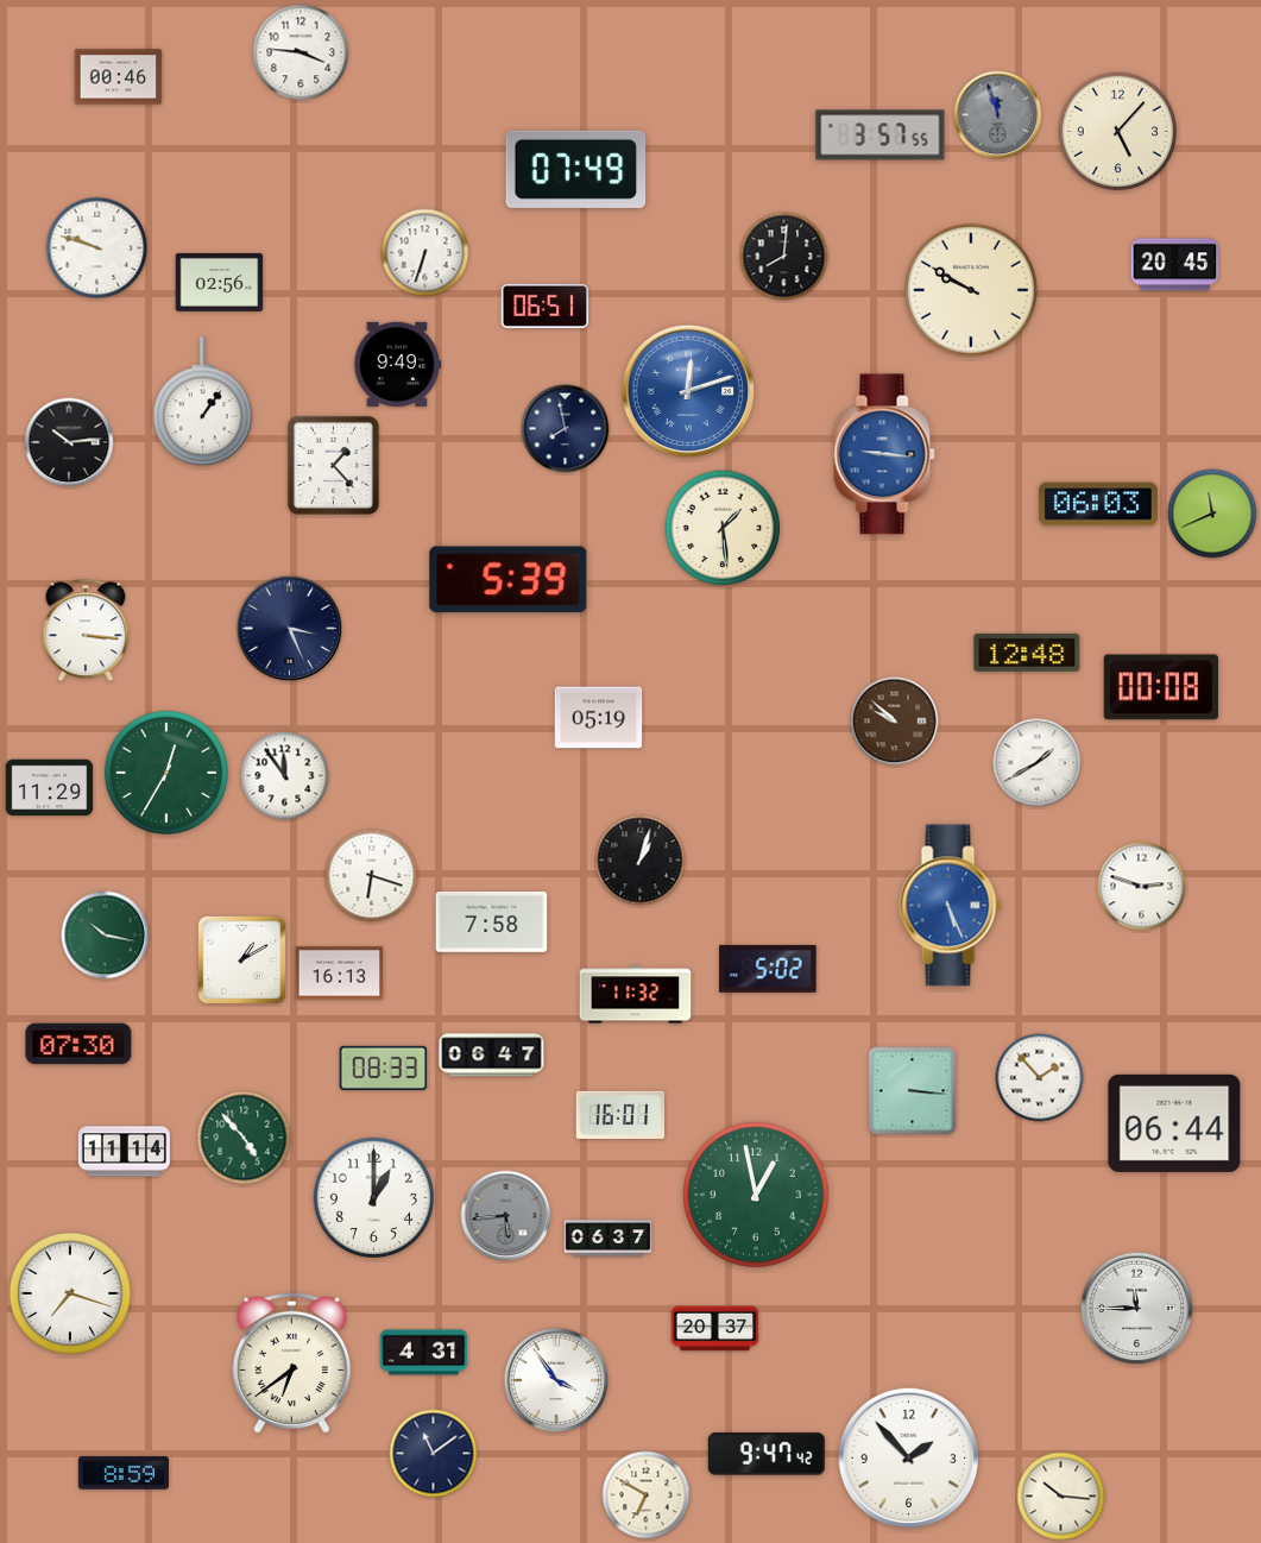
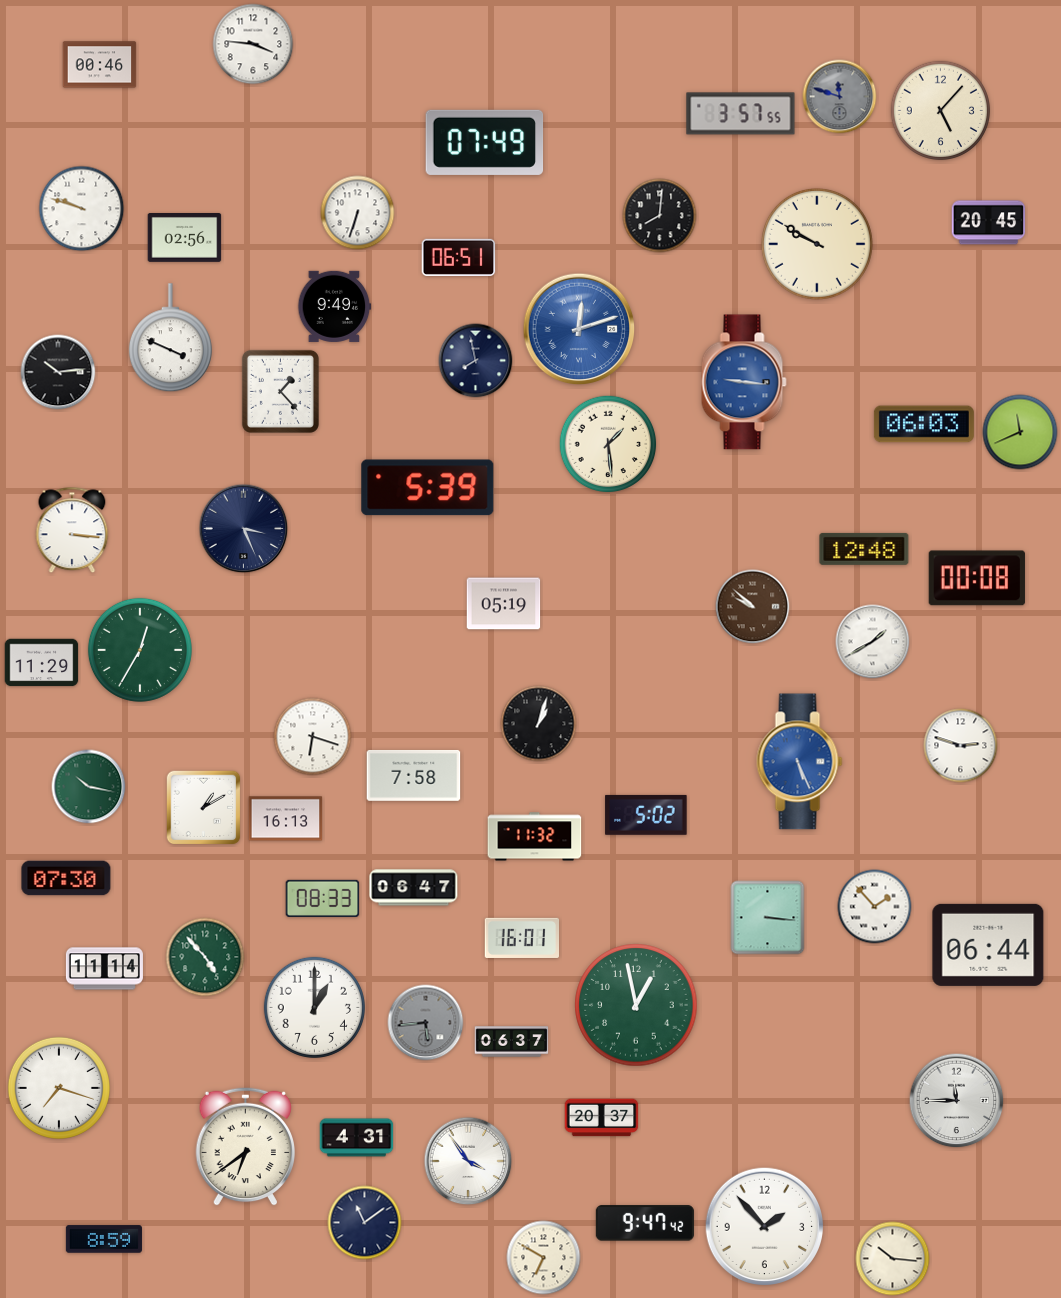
clock at (998, 115): 11:57 -> 11:48
clock at (202, 402): 1:06 -> 3:49
clock at (285, 776): 11:54 -> none
